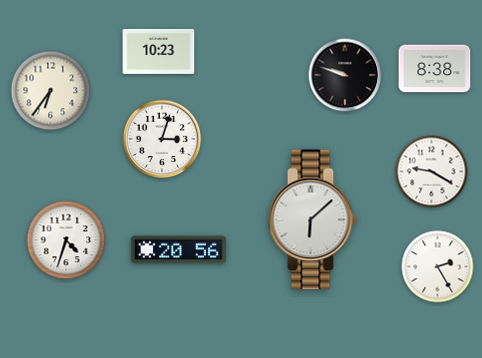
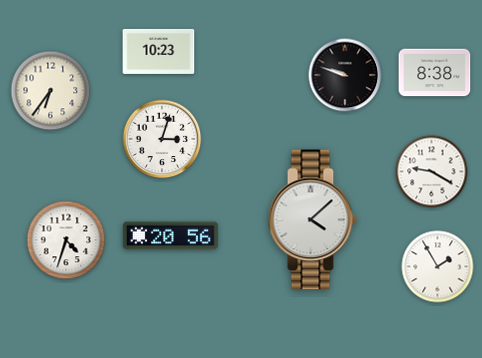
clock at (435, 69) position: (435, 69) -> (435, 73)
clock at (312, 220): 6:08 -> 4:08
clock at (178, 250) position: (178, 250) -> (170, 236)
clock at (438, 267): 2:25 -> 1:55
